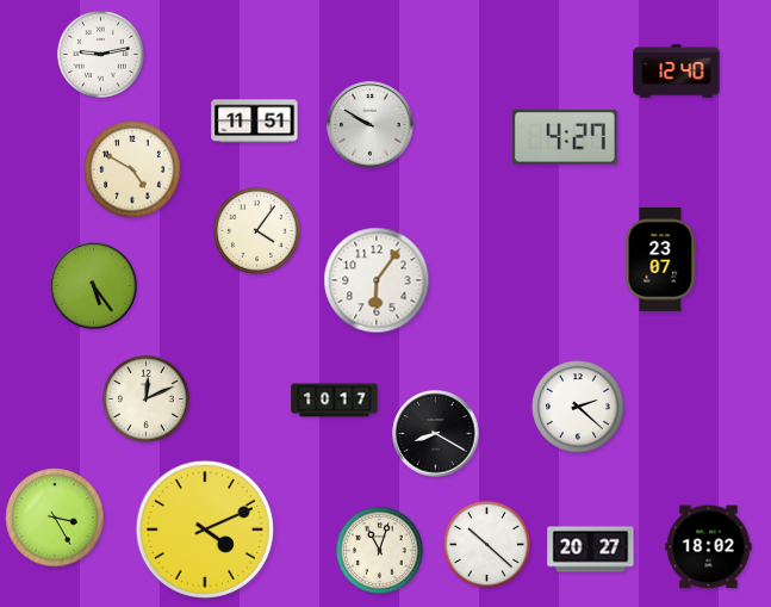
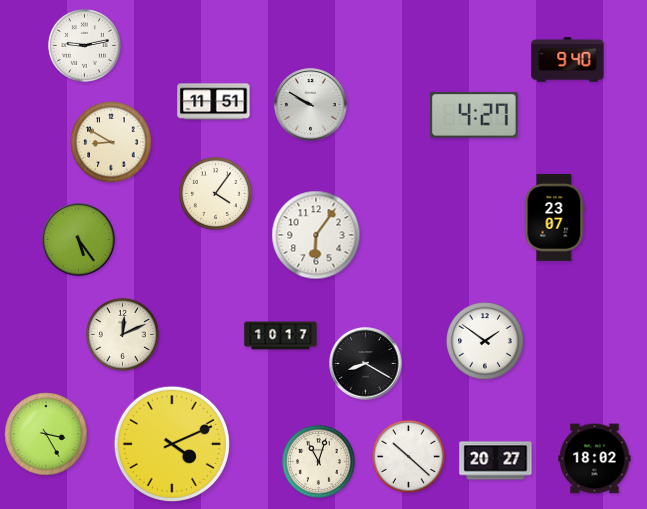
clock at (677, 72): 12:40 -> 9:40
clock at (132, 169): 4:50 -> 8:50
clock at (578, 407): 2:22 -> 1:51
